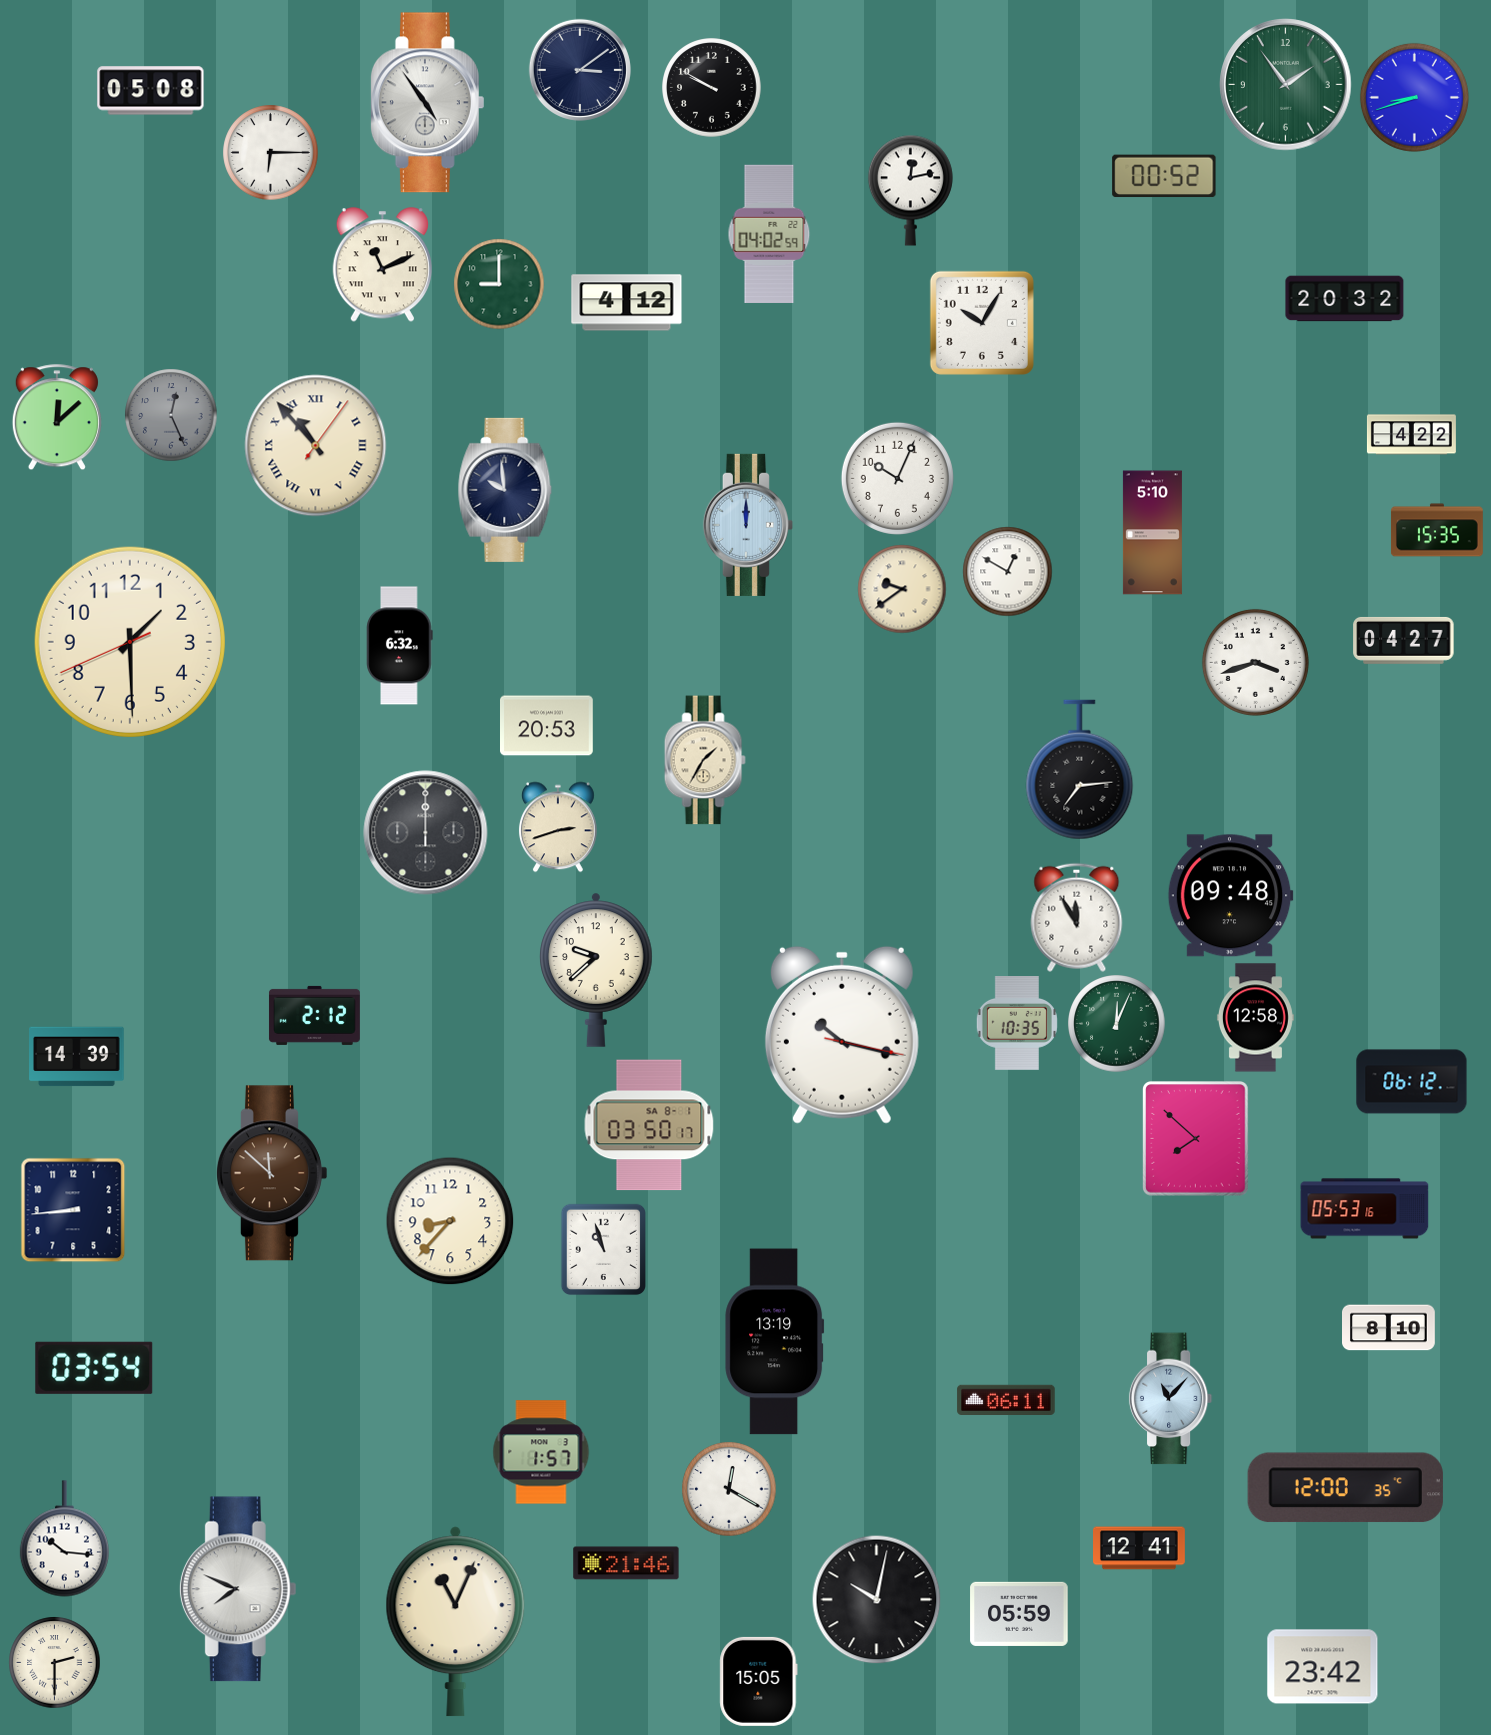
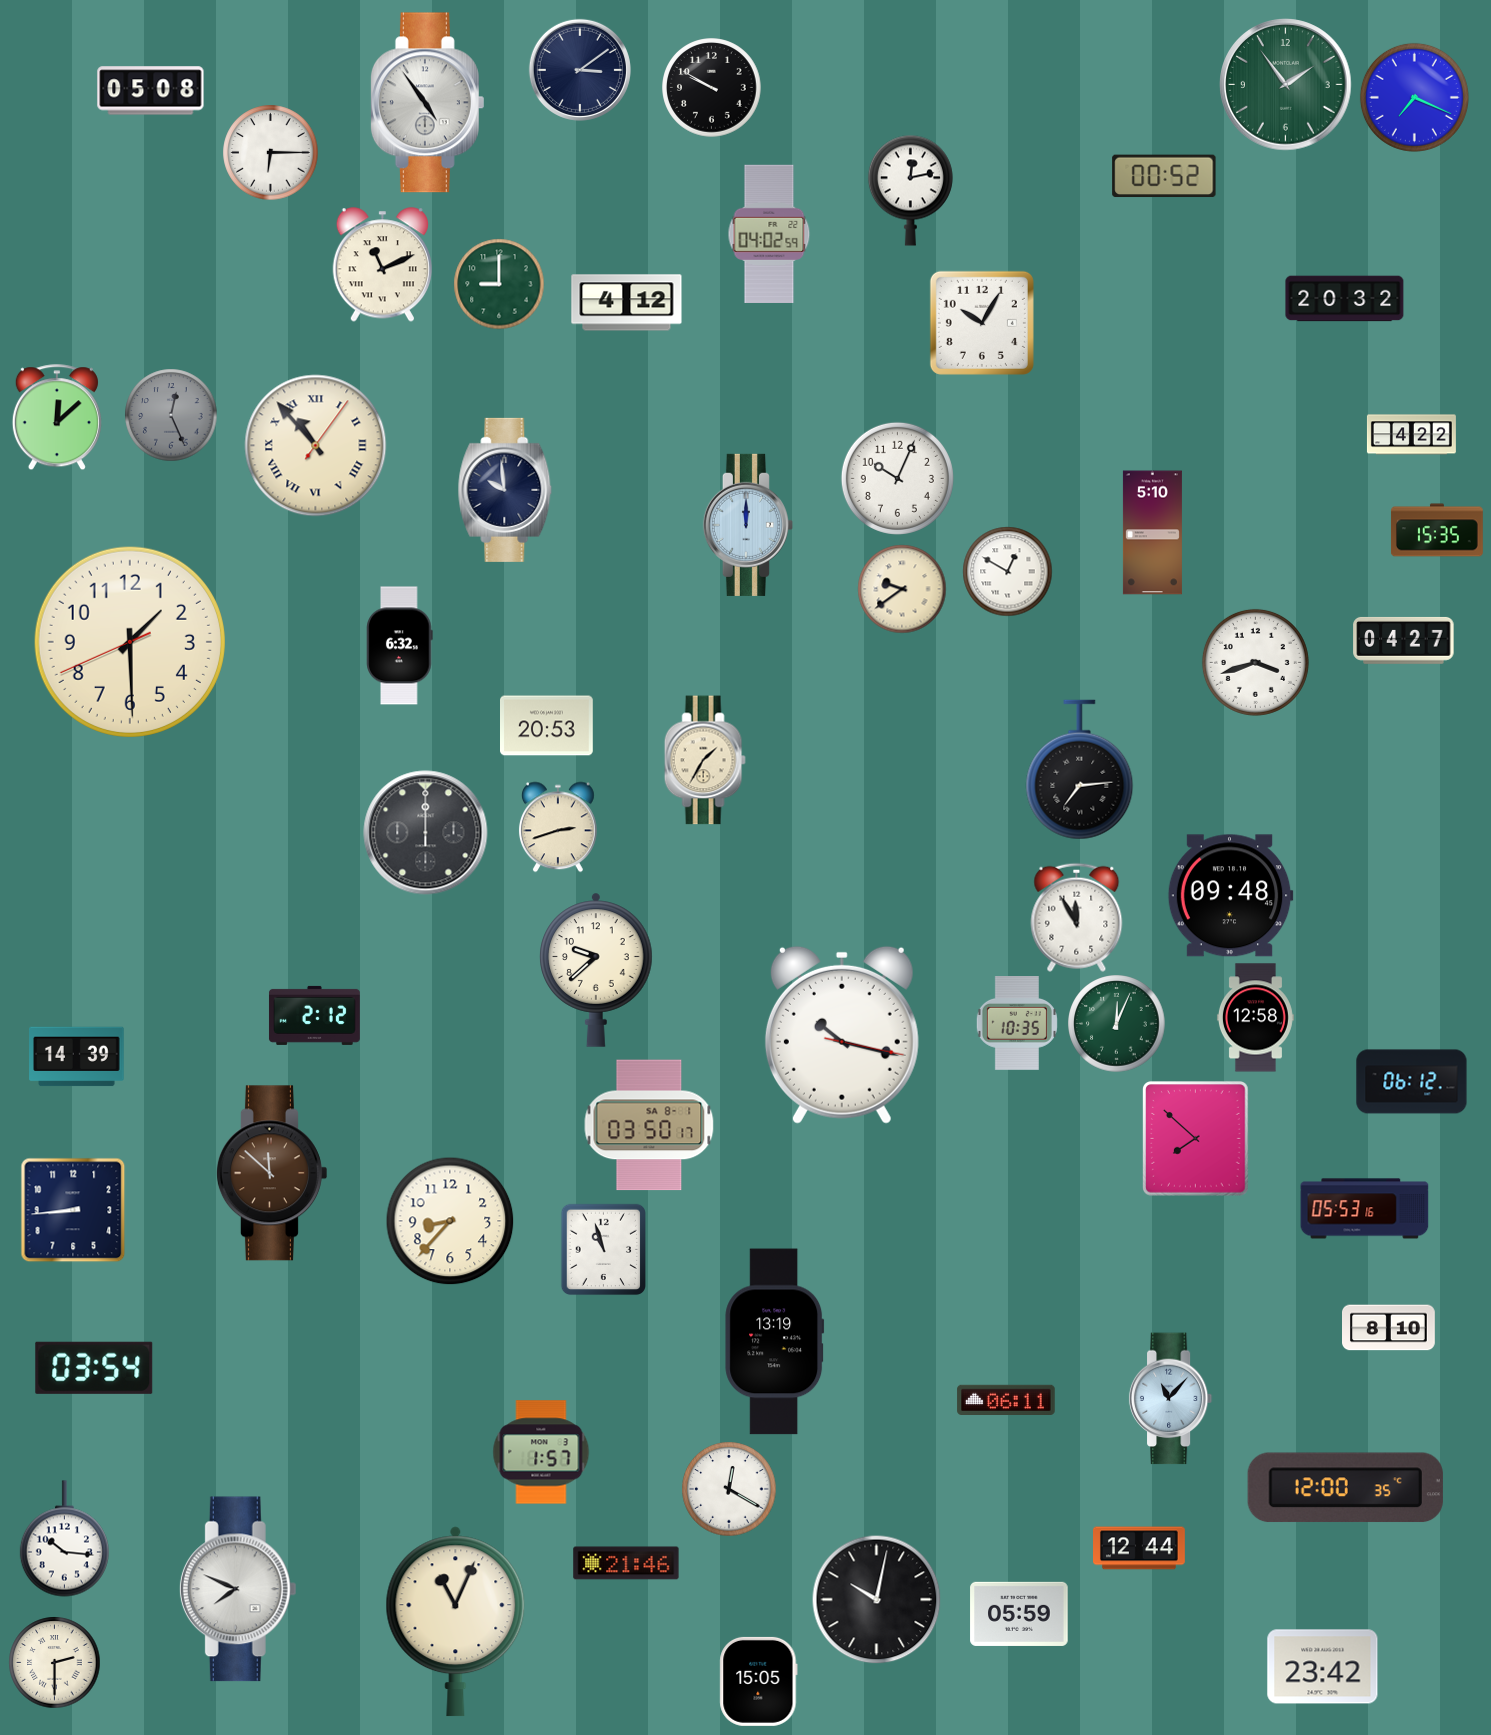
clock at (1414, 97): 8:42 -> 7:19
clock at (1140, 1548): 12:41 -> 12:44
